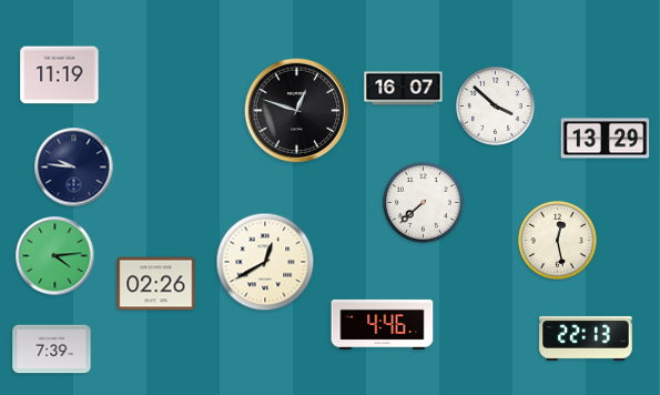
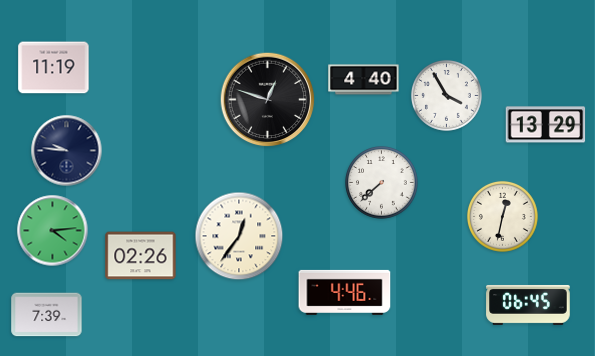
clock at (404, 89): 16:07 -> 4:40
clock at (495, 105): 3:52 -> 3:55
clock at (557, 240): 12:28 -> 12:32
clock at (55, 256) position: (55, 256) -> (53, 231)
clock at (265, 262): 12:40 -> 12:36
clock at (586, 338): 22:13 -> 06:45
